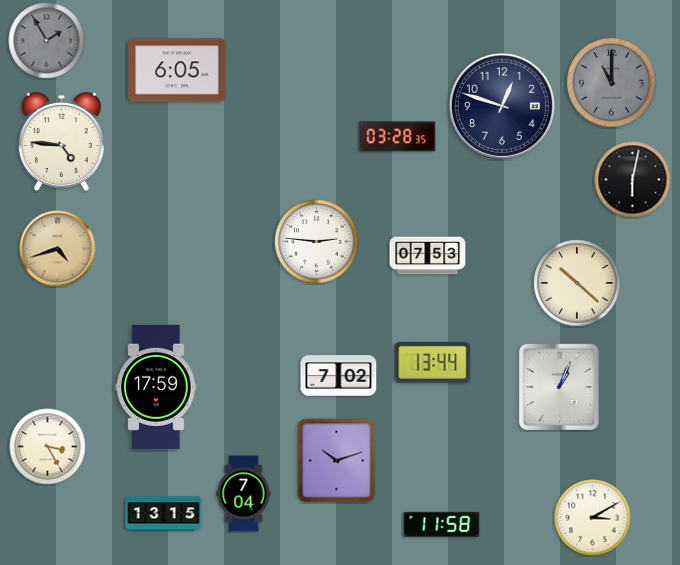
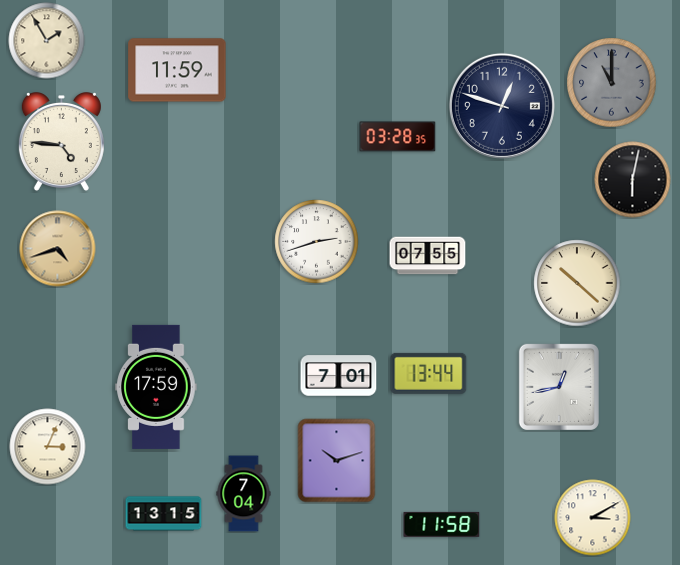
clock at (47, 41) dial: grey -> cream
clock at (177, 70): 6:05 -> 11:59
clock at (317, 242): 2:46 -> 2:42
clock at (428, 256): 07:53 -> 07:55
clock at (433, 362) position: (433, 362) -> (429, 373)
clock at (339, 376): 7:02 -> 7:01
clock at (559, 387): 1:04 -> 12:43
clock at (48, 447): 3:25 -> 3:04
